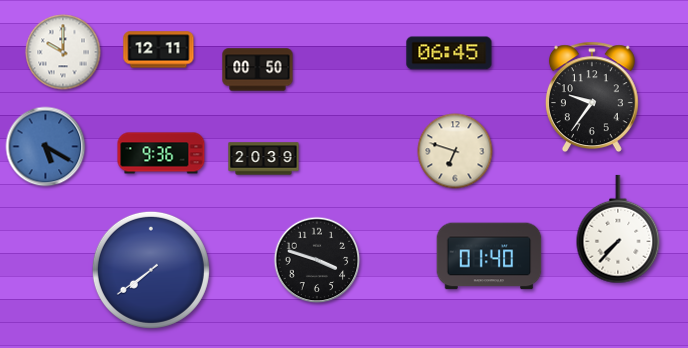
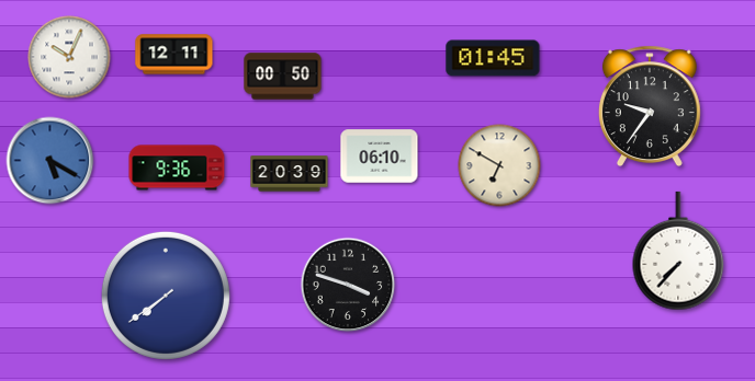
clock at (63, 52): 10:00 -> 10:04
clock at (449, 53): 06:45 -> 01:45
clock at (380, 157): none -> 06:10
clock at (455, 151): 6:48 -> 6:50
clock at (489, 256): 01:40 -> none
